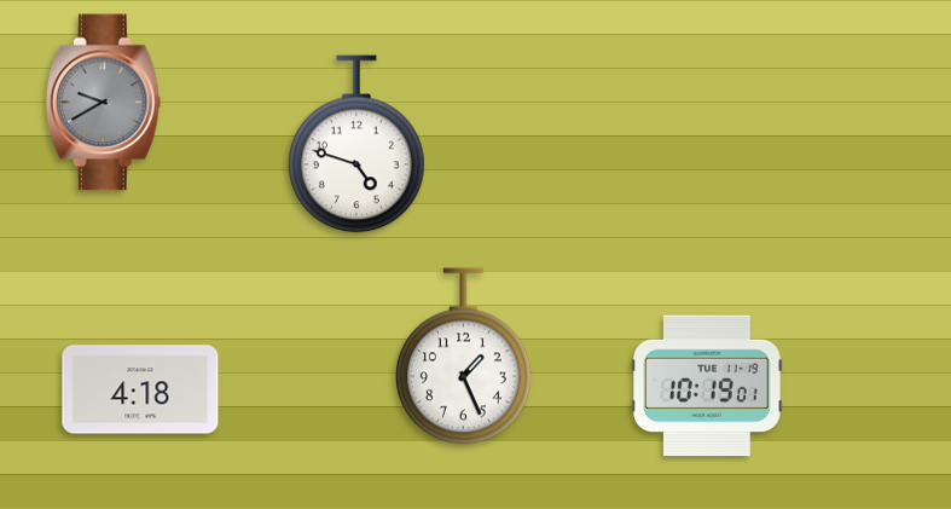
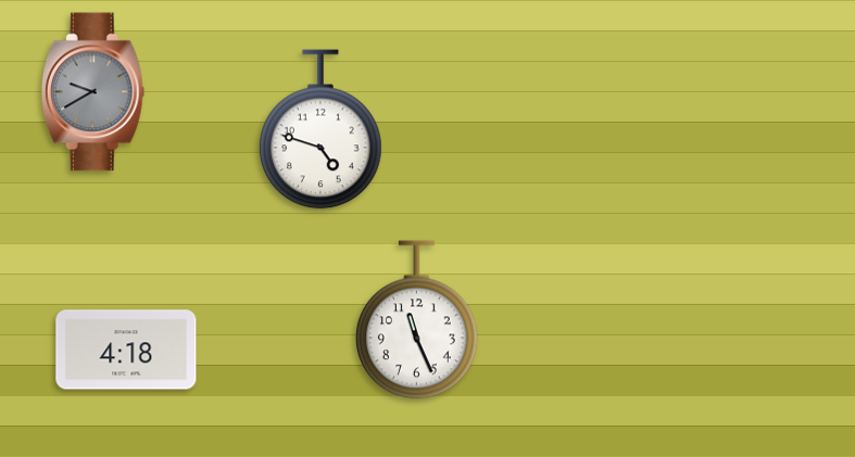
clock at (463, 357): 1:26 -> 11:26
clock at (707, 386): 10:19 -> none
